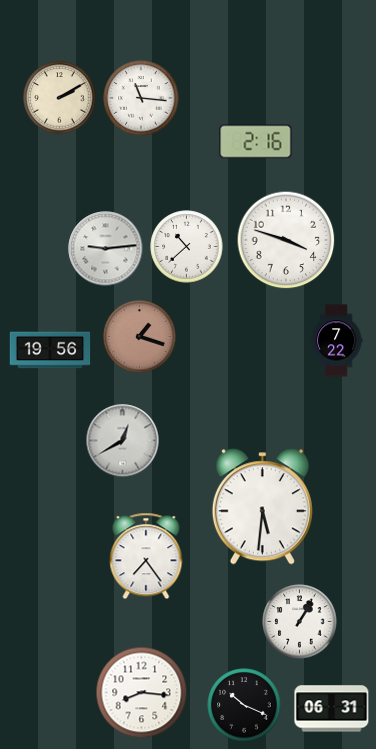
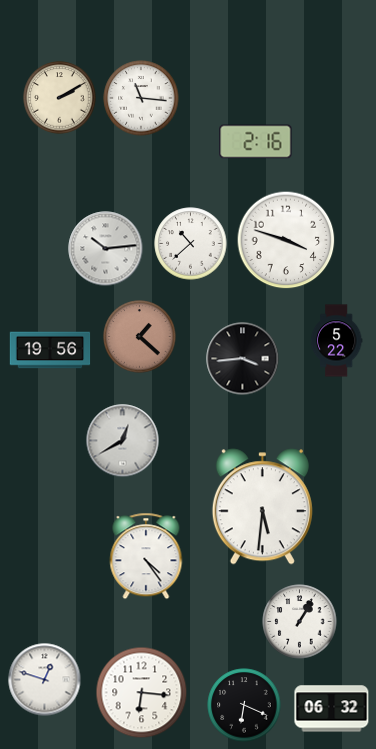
clock at (187, 247) position: (187, 247) -> (191, 244)
clock at (106, 249): 9:14 -> 10:14
clock at (140, 337): 1:18 -> 1:22
clock at (336, 341): 7:22 -> 5:22
clock at (243, 359): none -> 3:44
clock at (146, 556): 7:24 -> 4:24
clock at (45, 680): none -> 12:48
clock at (142, 693): 8:16 -> 6:16
clock at (244, 705): 10:19 -> 6:19
clock at (332, 709): 06:31 -> 06:32
